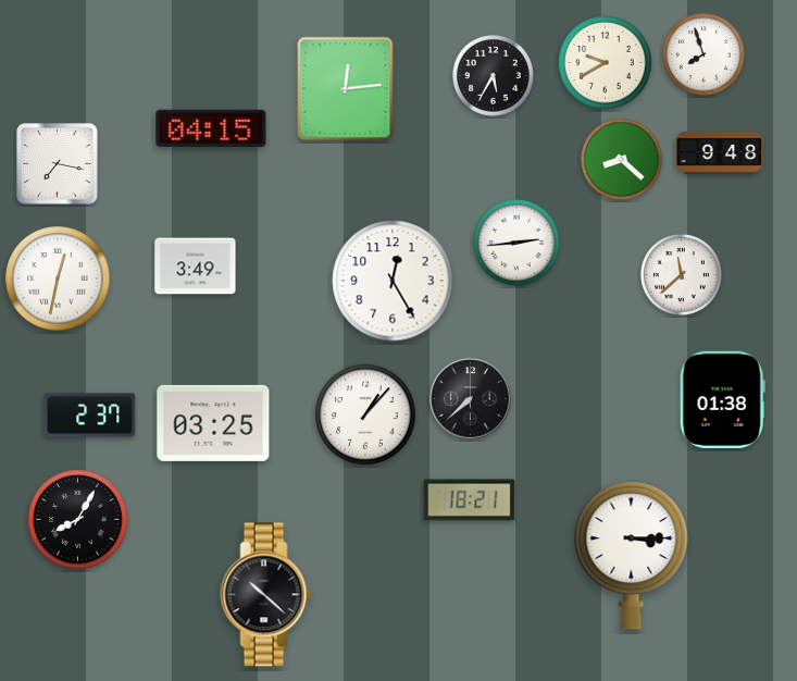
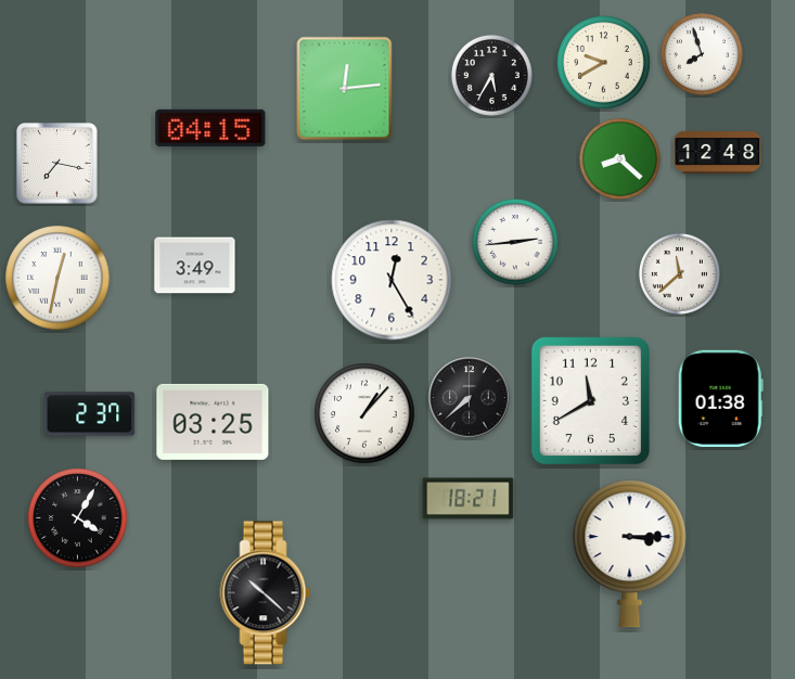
clock at (720, 153): 9:48 -> 12:48
clock at (590, 400): none -> 11:40
clock at (78, 520): 8:05 -> 4:05
